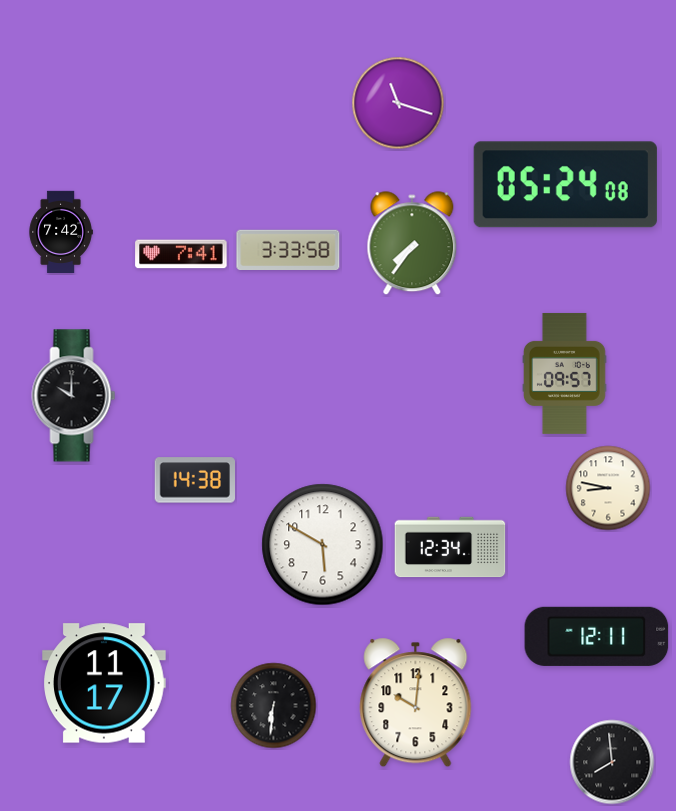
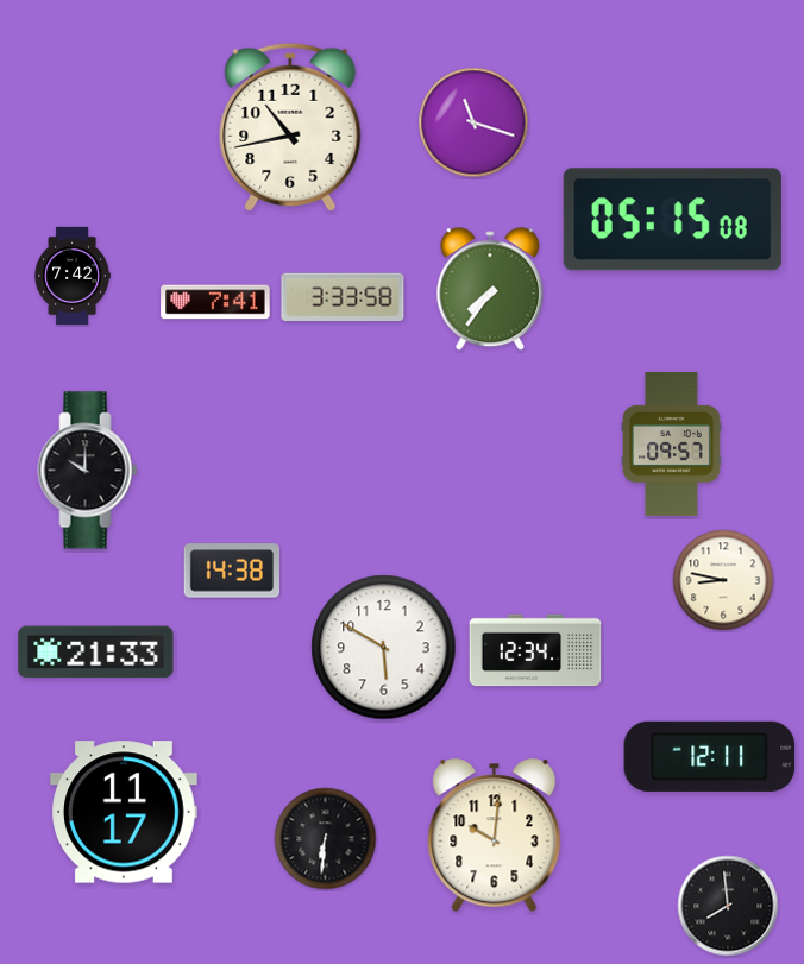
clock at (290, 127): none -> 10:43
clock at (565, 185): 05:24 -> 05:15
clock at (96, 653): none -> 21:33
